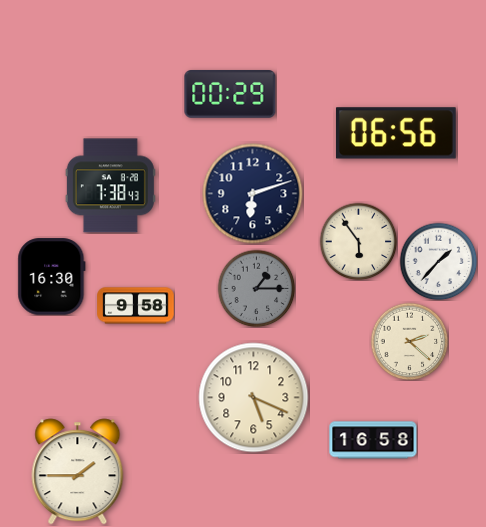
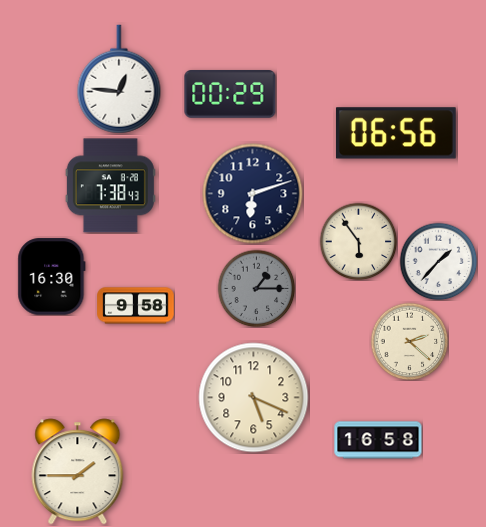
clock at (119, 79): none -> 12:46
clock at (373, 440) position: (373, 440) -> (378, 440)
